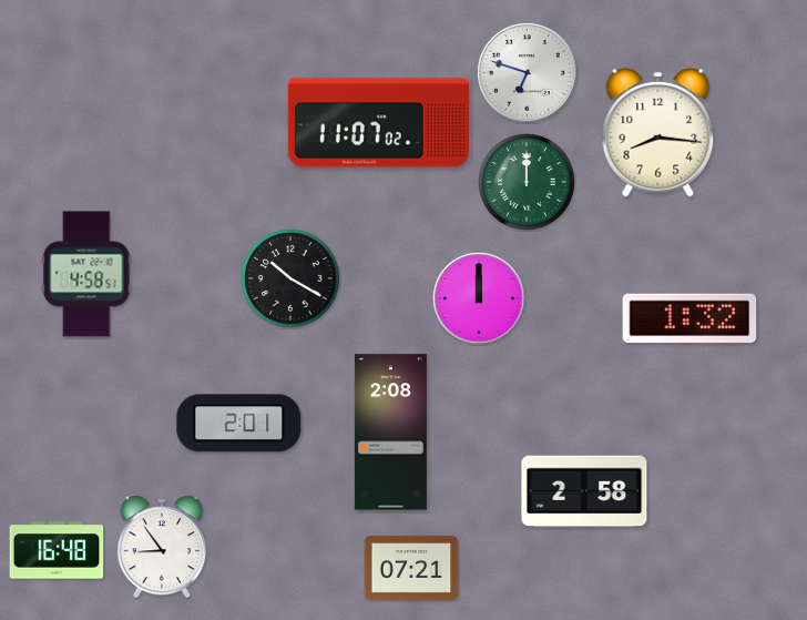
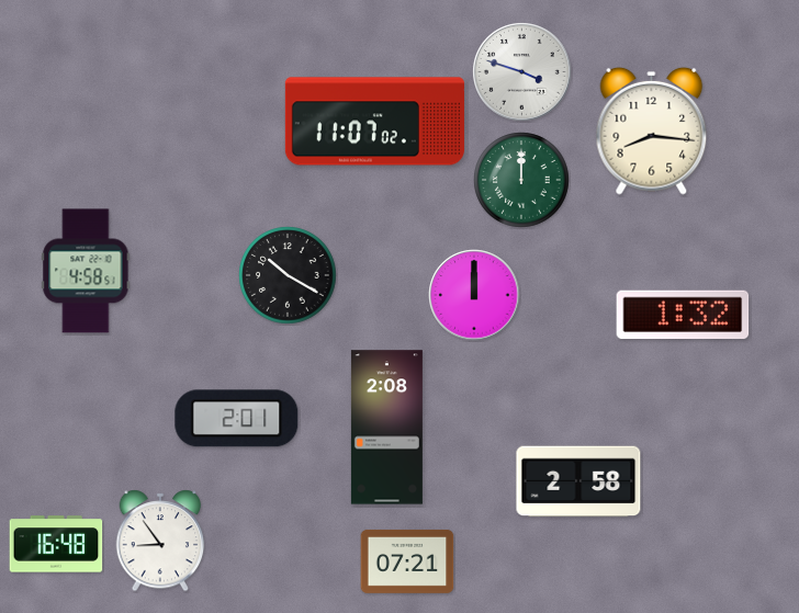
clock at (528, 73): 6:48 -> 3:48
clock at (584, 491) position: (584, 491) -> (578, 481)
